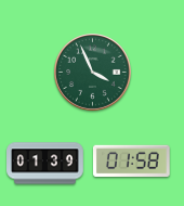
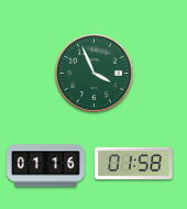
clock at (45, 164): 01:39 -> 01:16
